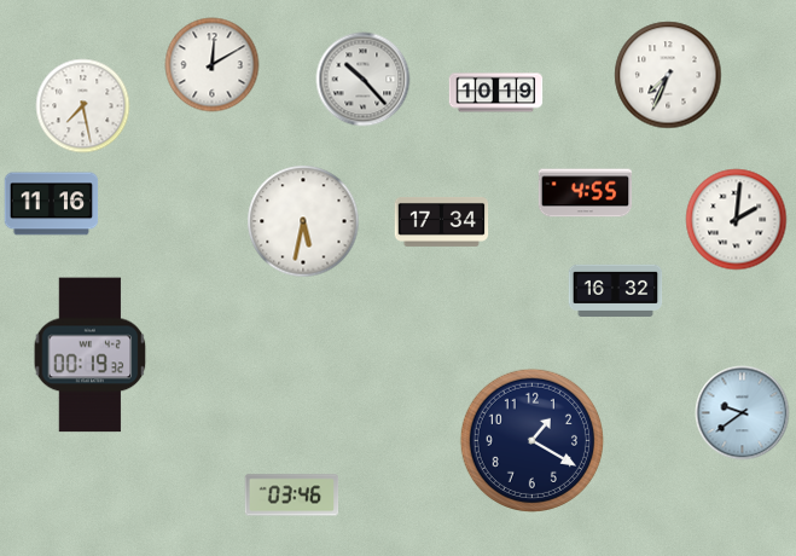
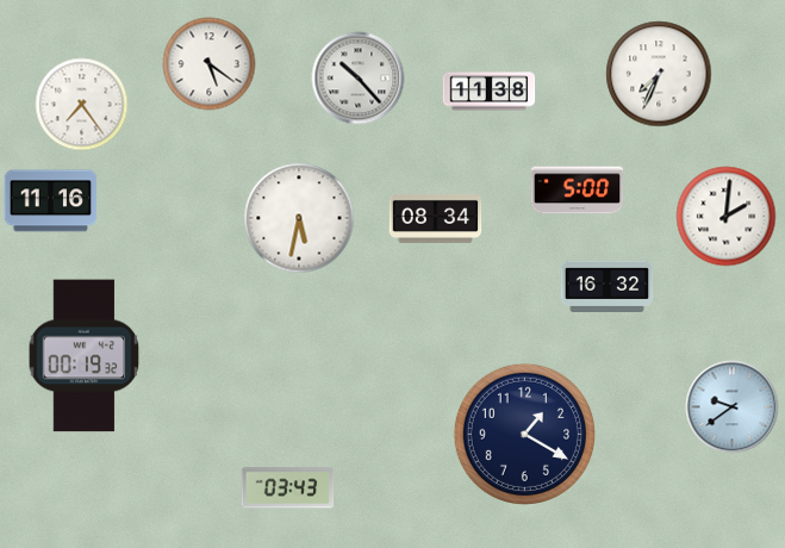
clock at (211, 64): 12:10 -> 5:21
clock at (495, 93): 10:19 -> 11:38
clock at (82, 105): 7:28 -> 7:24
clock at (585, 193): 4:55 -> 5:00
clock at (441, 221): 17:34 -> 08:34
clock at (91, 355) position: (91, 355) -> (85, 356)
clock at (291, 496): 03:46 -> 03:43
